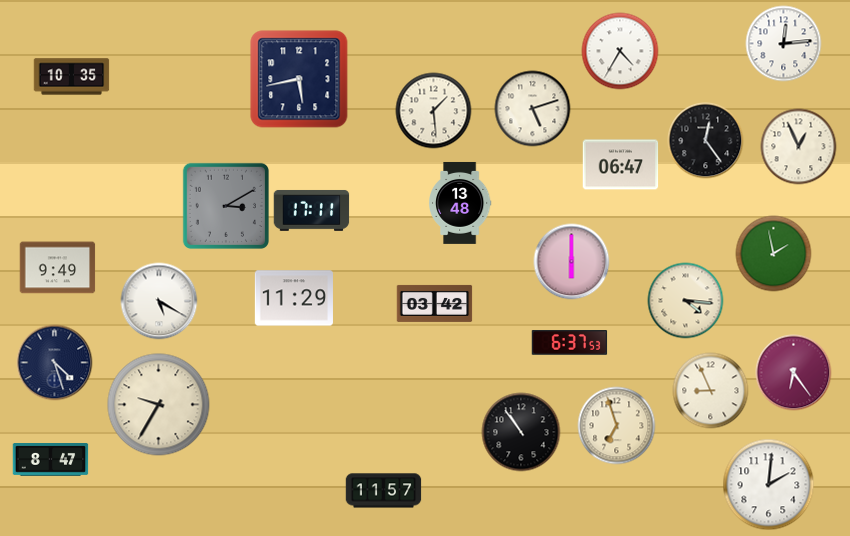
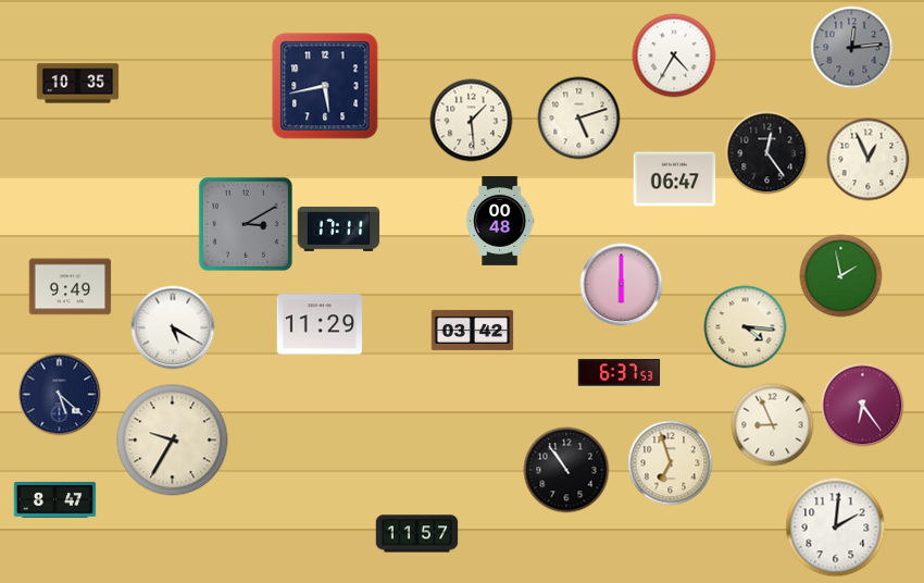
clock at (784, 44) dial: white -> grey
clock at (460, 203): 13:48 -> 00:48
clock at (58, 268) position: (58, 268) -> (71, 287)
clock at (55, 363): 4:27 -> 5:22
